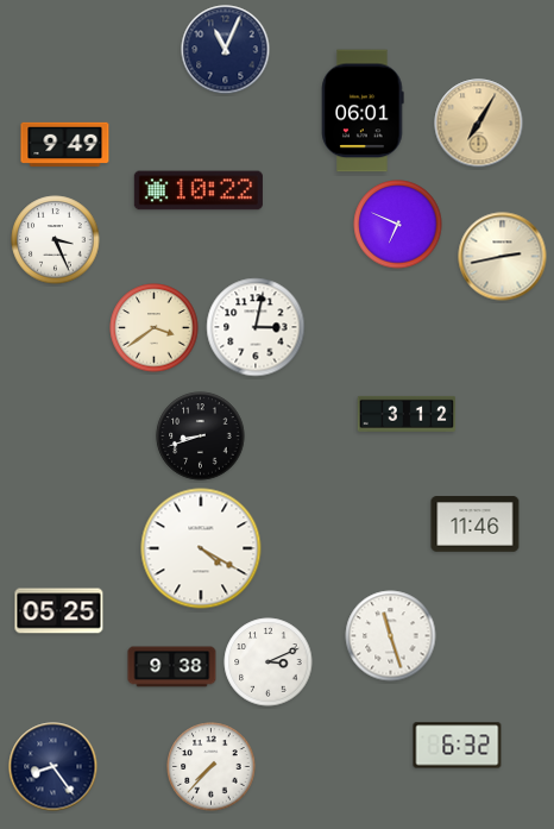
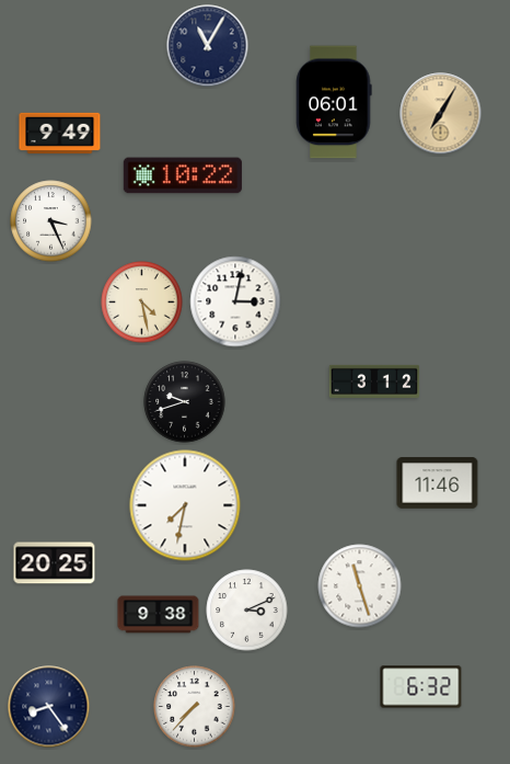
clock at (226, 50): 11:04 -> 11:05
clock at (398, 225): 6:49 -> none
clock at (503, 257): 2:43 -> none
clock at (155, 328): 3:39 -> 4:28
clock at (201, 437): 8:42 -> 9:42
clock at (201, 548): 4:20 -> 7:32
clock at (59, 611): 05:25 -> 20:25
